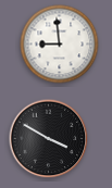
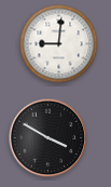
clock at (60, 45): 8:59 -> 9:01
